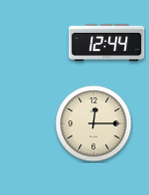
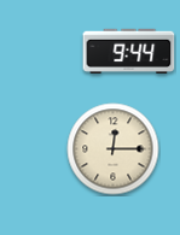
clock at (107, 42): 12:44 -> 9:44
